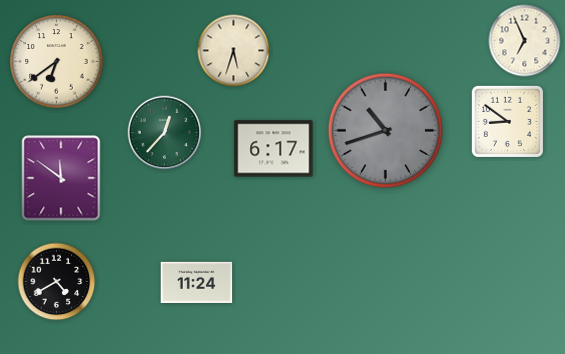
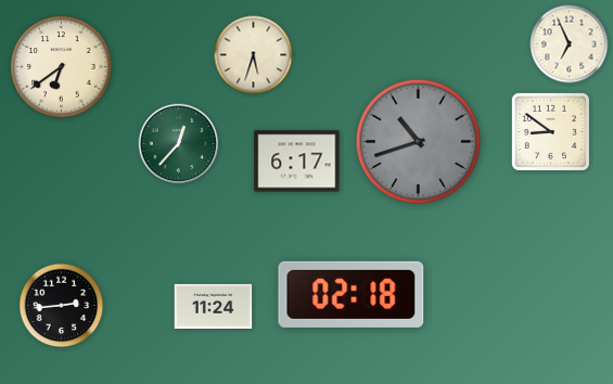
clock at (61, 178): 11:51 -> none
clock at (352, 294): none -> 02:18
clock at (57, 282): 4:40 -> 2:44
